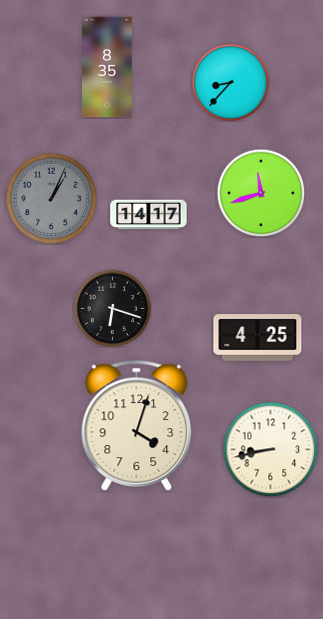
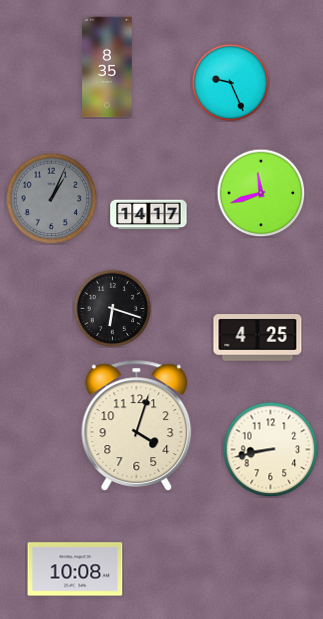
clock at (230, 82): 8:37 -> 9:26
clock at (75, 569): none -> 10:08
